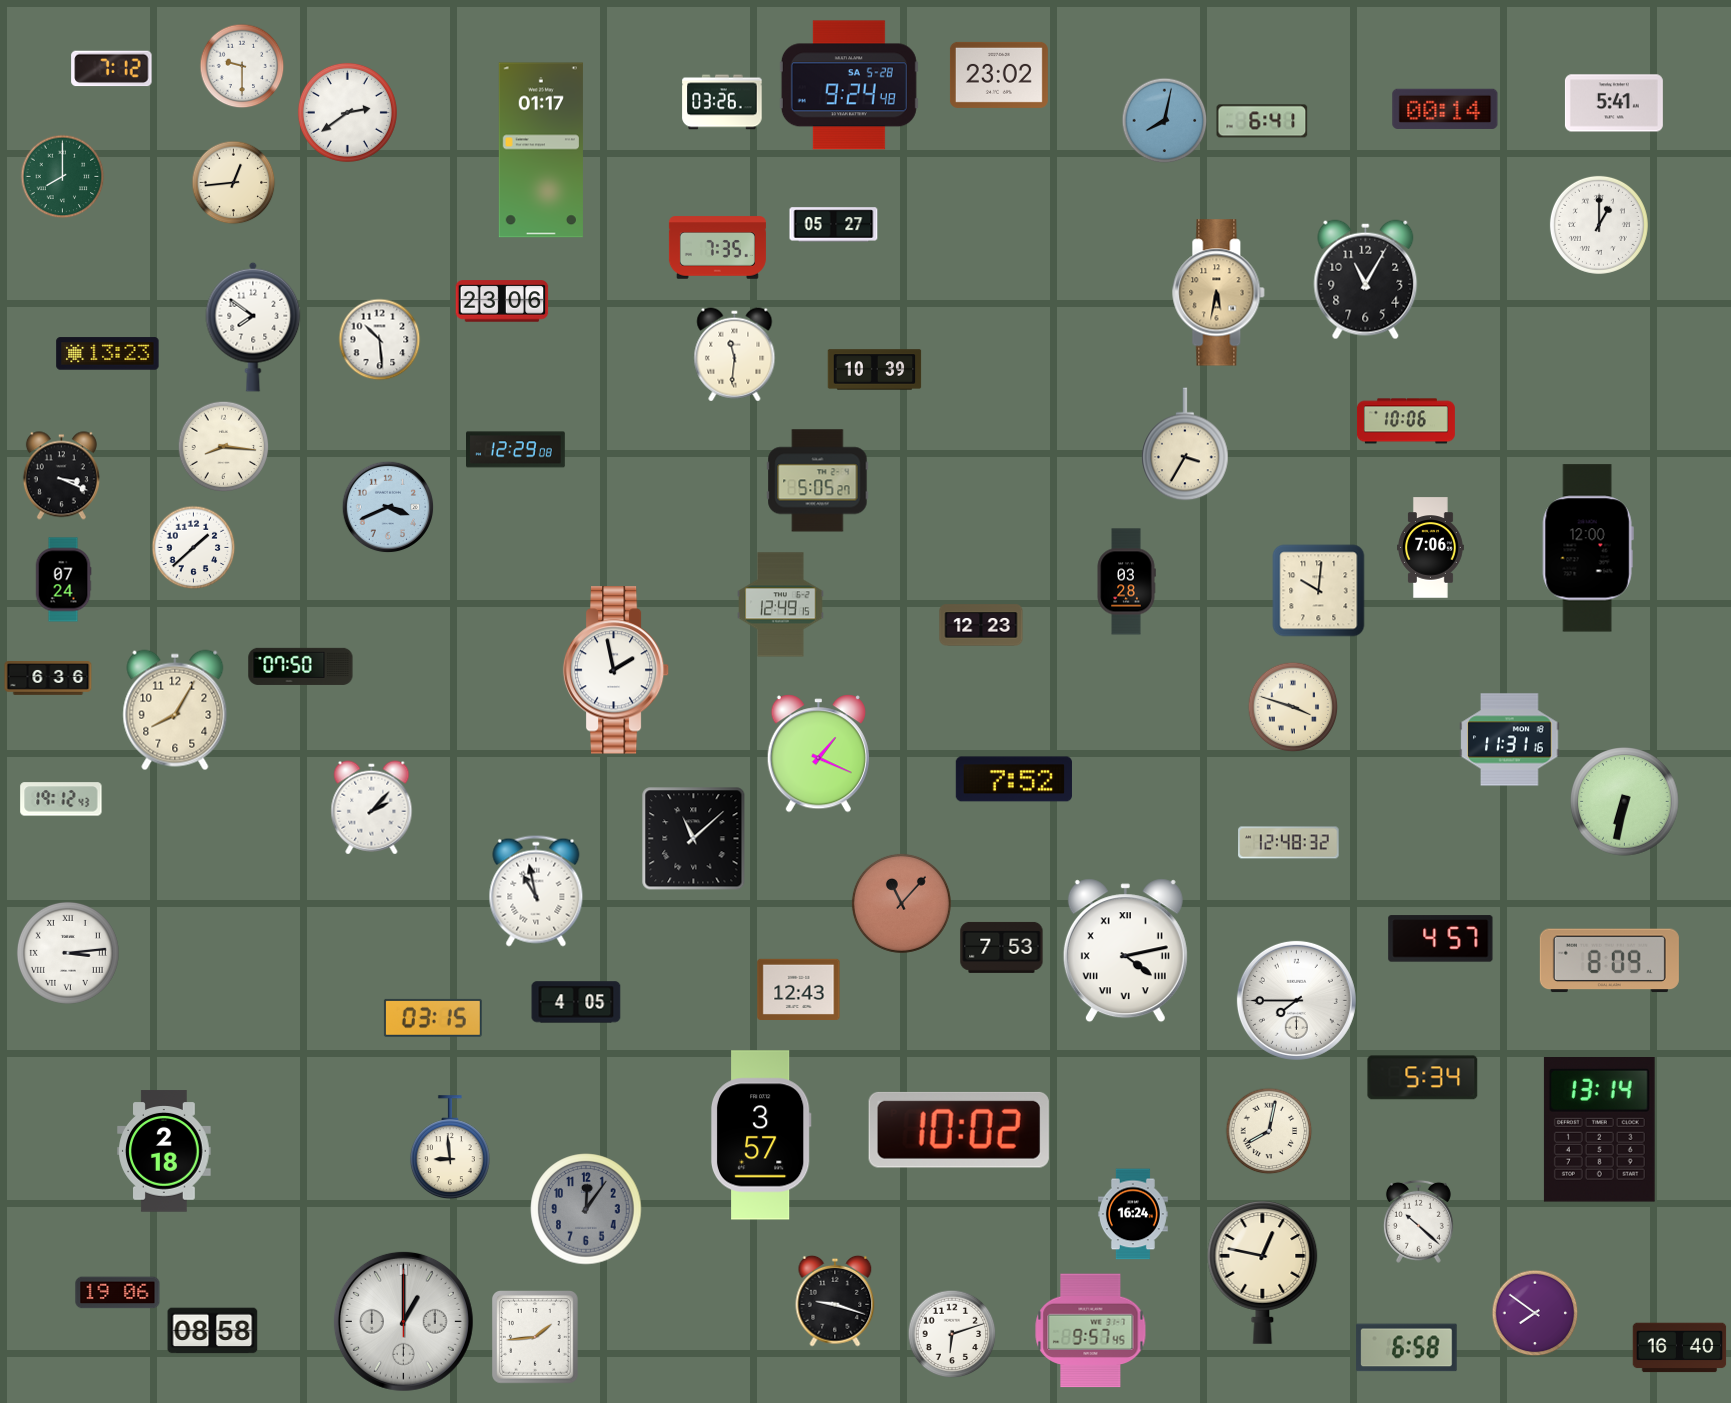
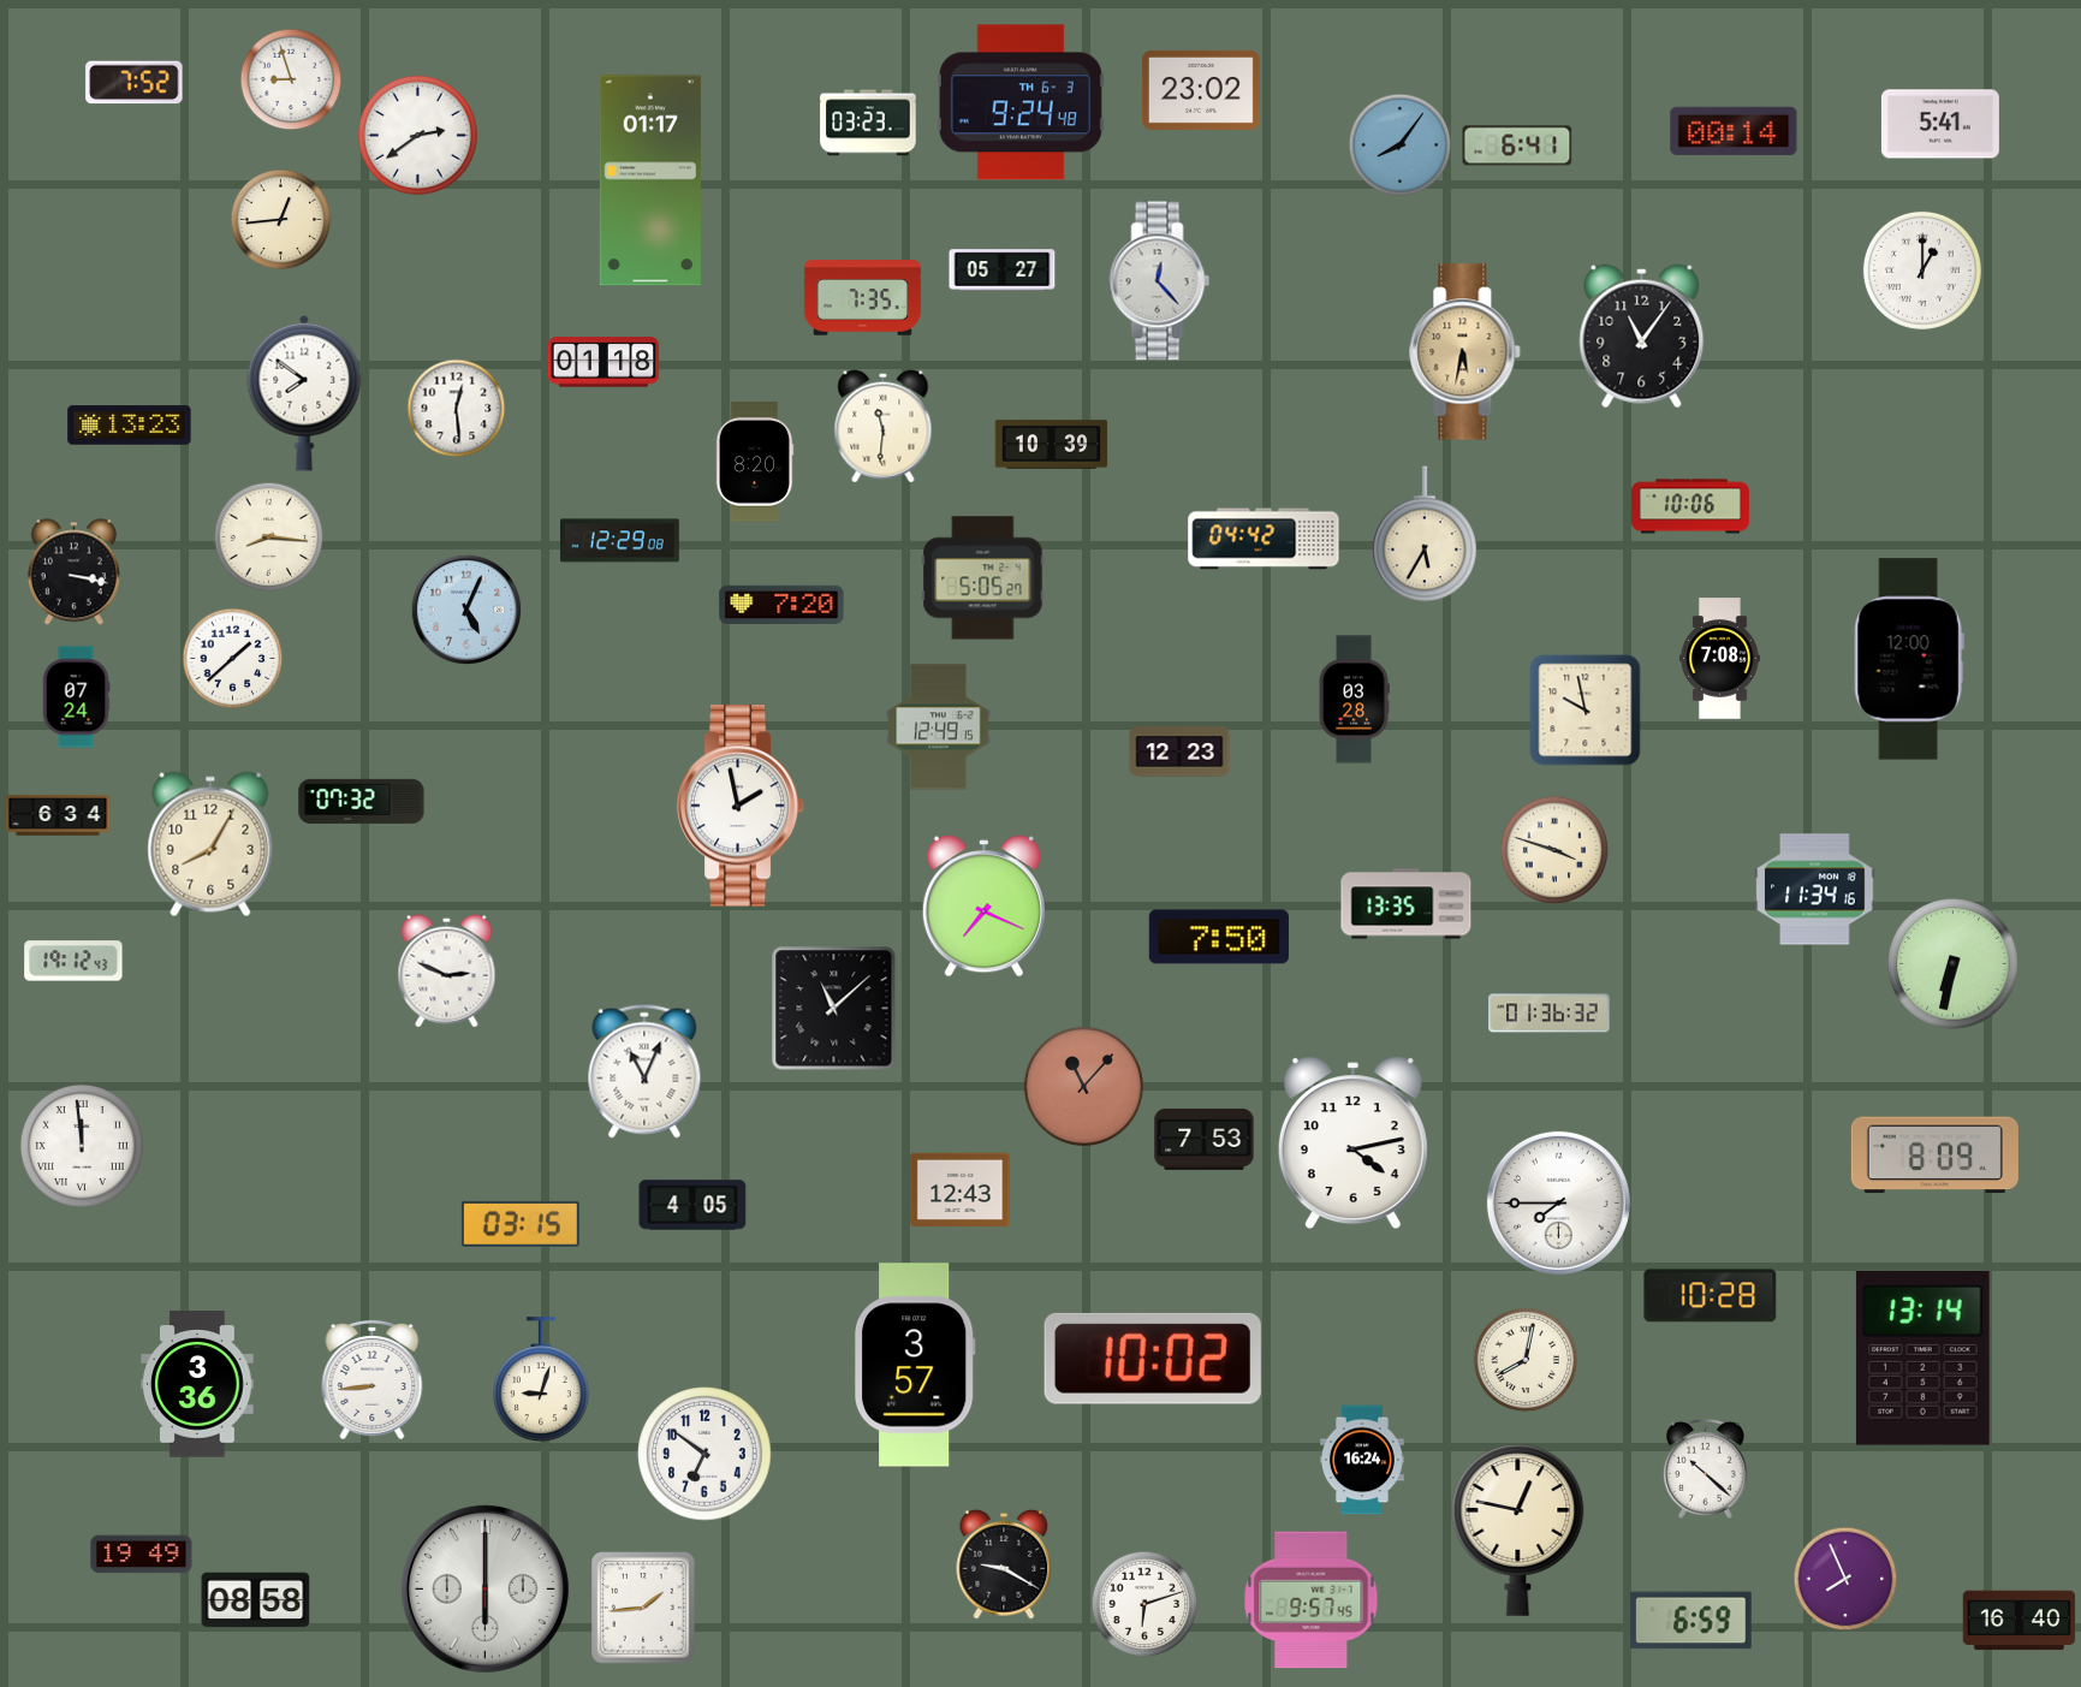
clock at (242, 66): 9:30 -> 8:57
clock at (112, 69): 7:12 -> 7:52
clock at (849, 85) date: SA 5-28 -> TH 6-3
clock at (722, 102): 03:26 -> 03:23
clock at (1445, 108) position: (1445, 108) -> (1734, 130)
clock at (1165, 121): 8:02 -> 8:06
clock at (63, 177): 8:00 -> none
clock at (1160, 281): none -> 12:23
clock at (1366, 280): 11:05 -> 11:06
clock at (502, 301): 23:06 -> 01:18
clock at (380, 340): 10:29 -> 12:29
clock at (755, 462): none -> 8:20
clock at (1185, 444): 3:35 -> 5:35
clock at (1264, 539): none -> 04:42
clock at (61, 476): 3:19 -> 3:17
clock at (781, 604): none -> 7:20
clock at (388, 507): 3:41 -> 5:04
clock at (1431, 548): 7:06 -> 7:08
clock at (1319, 591): 10:01 -> 9:58
clock at (301, 666): 07:50 -> 07:32
clock at (48, 679): 6:36 -> 6:34
clock at (175, 710) position: (175, 710) -> (210, 844)
clock at (1510, 740): 11:31 -> 11:34
clock at (1407, 904): none -> 13:35
clock at (818, 754): 1:19 -> 7:19
clock at (1014, 779): 7:52 -> 7:50
clock at (372, 808): 2:07 -> 2:49
clock at (1289, 843): 12:48 -> 01:36
clock at (536, 891): 10:58 -> 11:04
clock at (1441, 939): 4:57 -> none
clock at (1125, 951) numerals: Roman -> Arabic
clock at (68, 953): 3:14 -> 11:59
clock at (1423, 1078): 5:34 -> 10:28
clock at (373, 1379): none -> 8:44
clock at (450, 1148): 8:59 -> 9:03
clock at (164, 1151): 2:18 -> 3:36
clock at (586, 1209): 12:06 -> 6:51
clock at (586, 1209) dial: grey -> white
clock at (118, 1293): 19:06 -> 19:49
clock at (835, 1301): 9:18 -> 9:20
clock at (1535, 1313): 7:51 -> 7:56
clock at (403, 1321): 1:00 -> 6:00
clock at (1407, 1348): 6:58 -> 6:59
